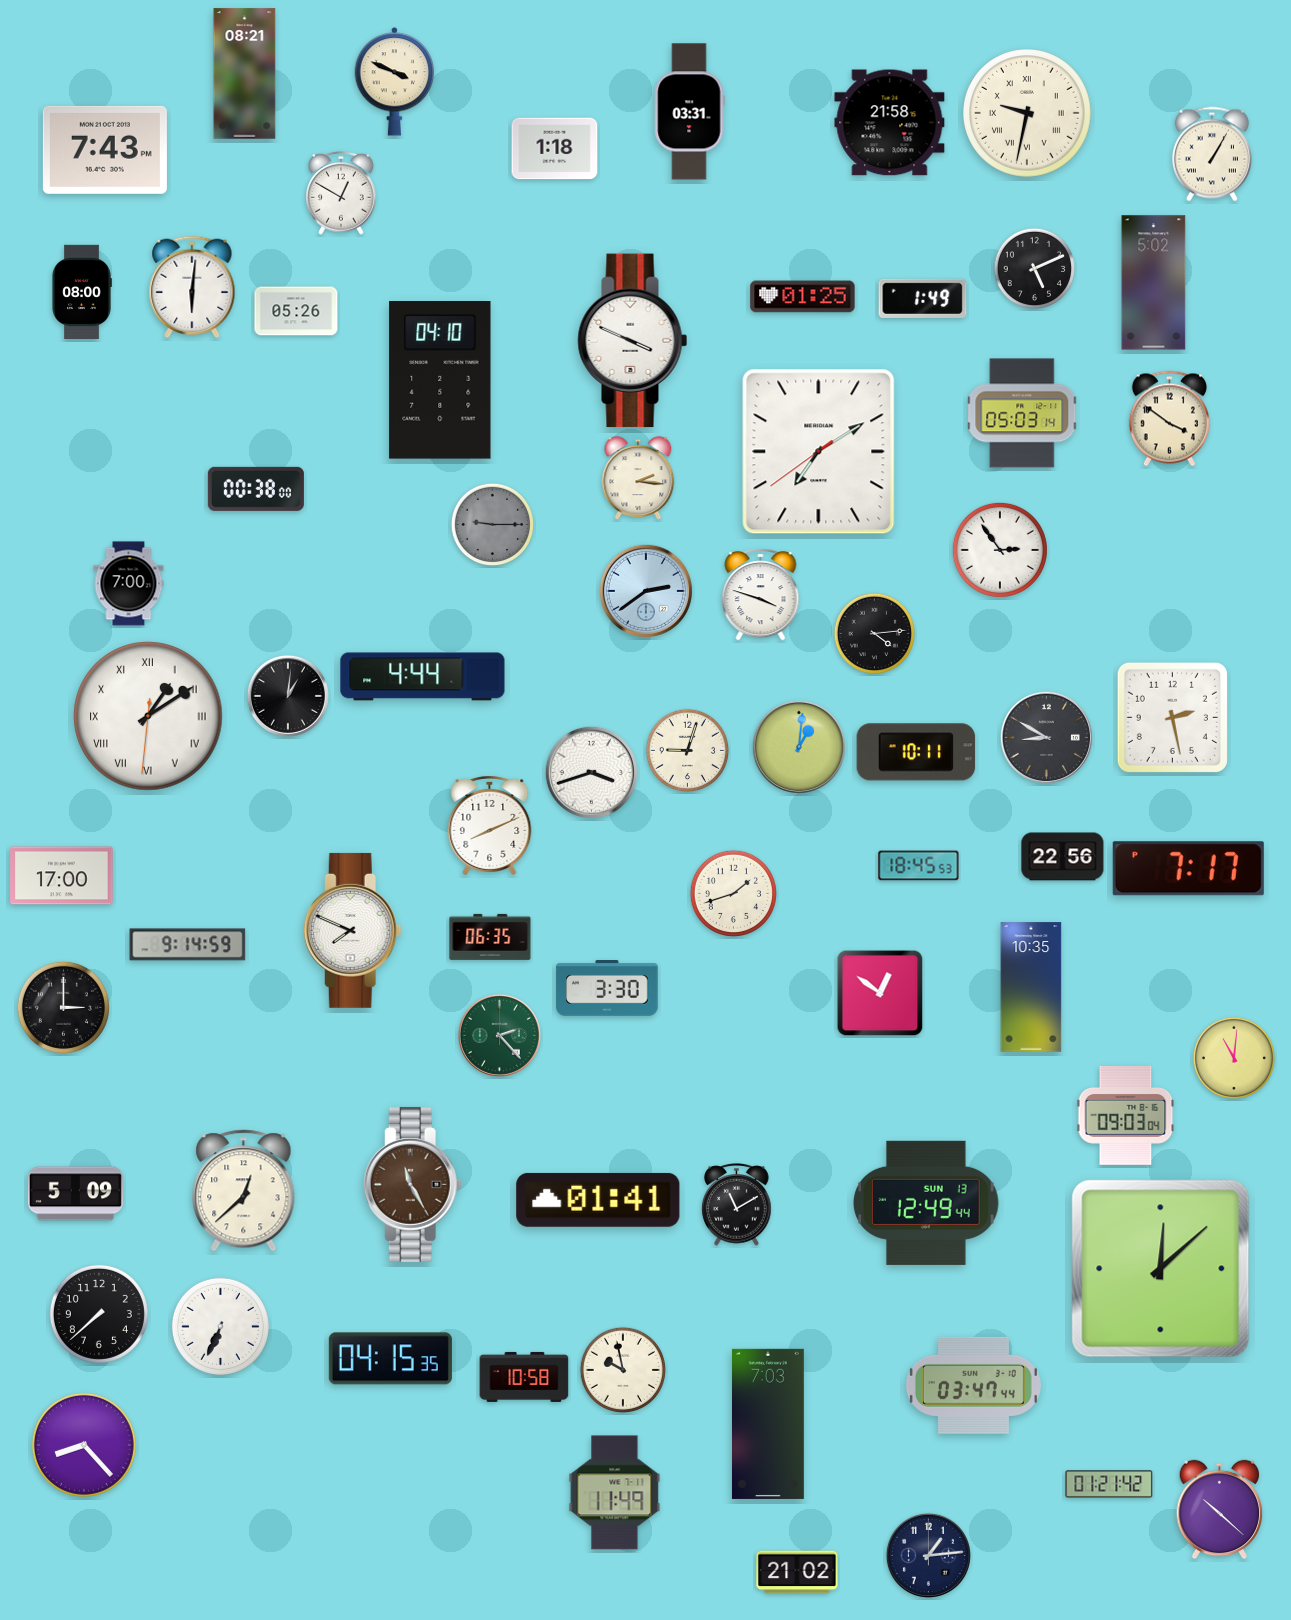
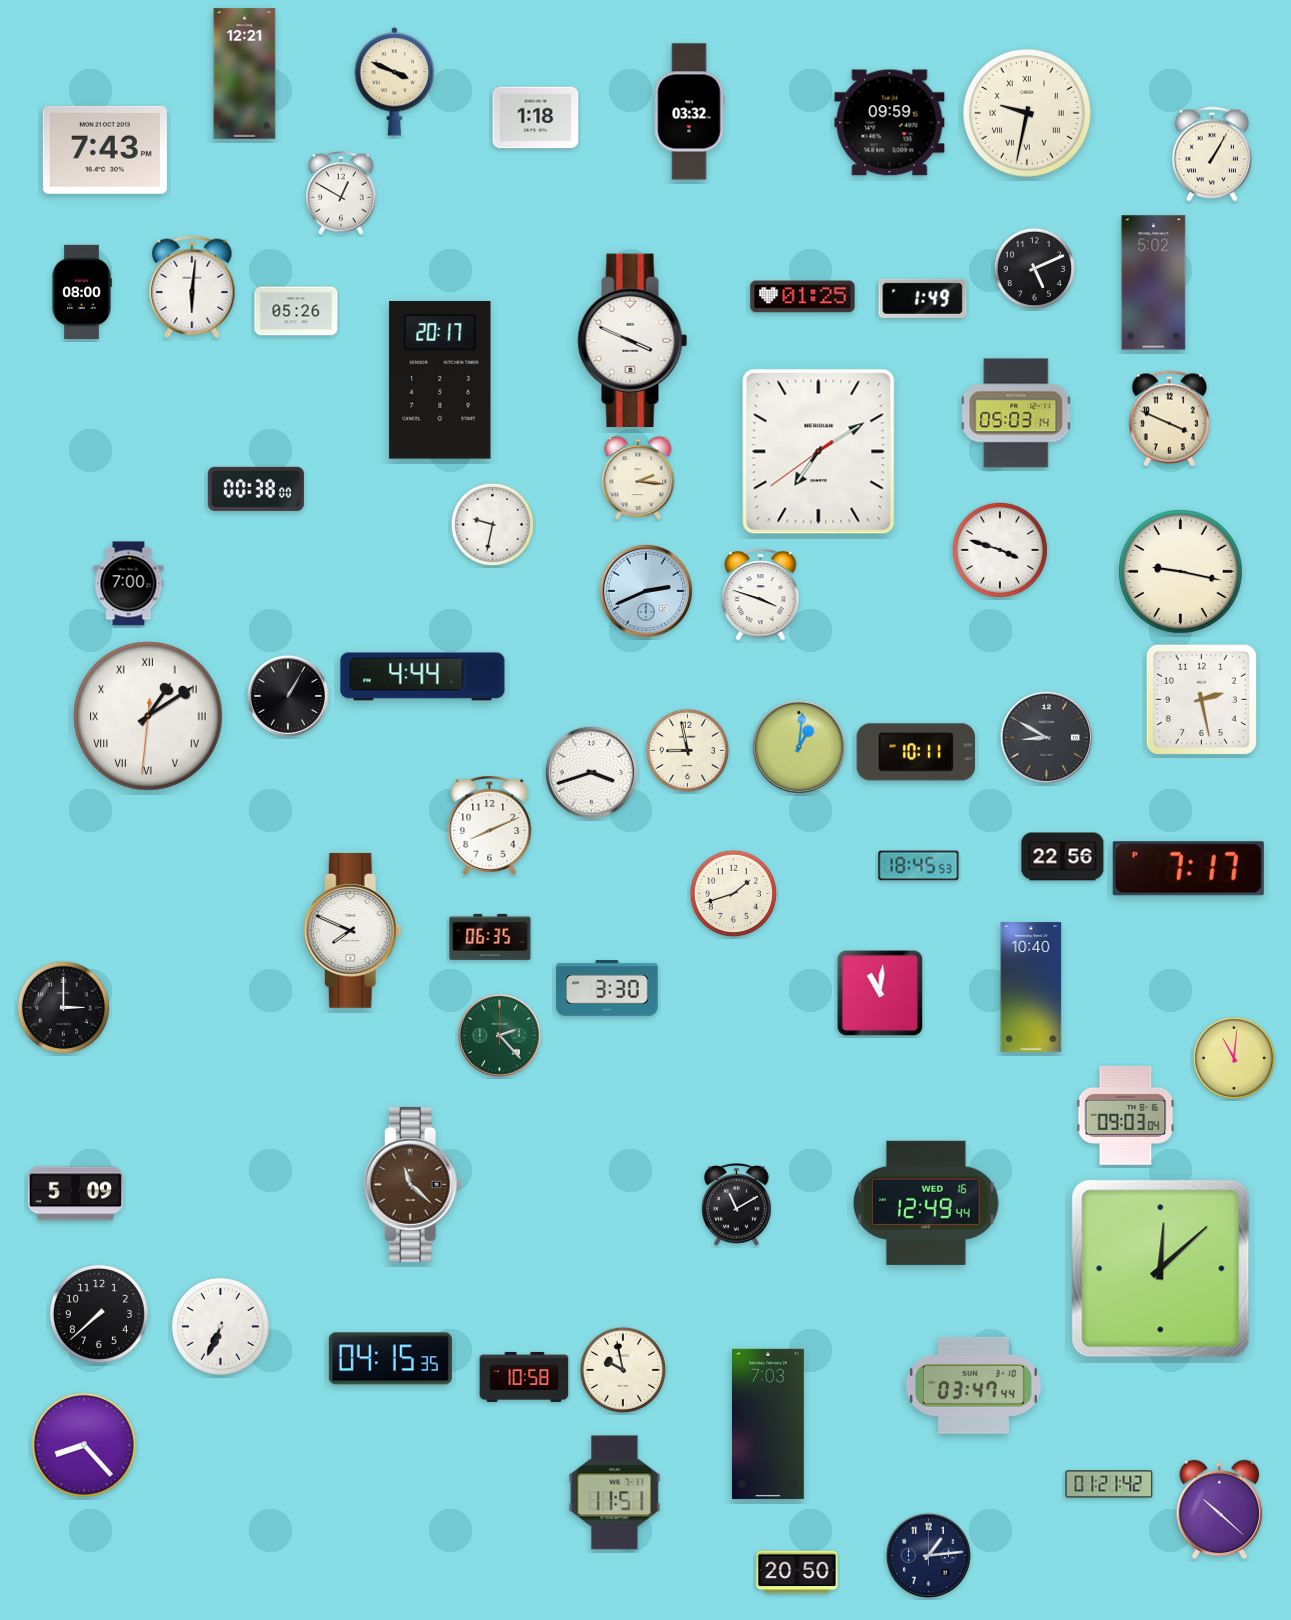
clock at (245, 74): 08:21 -> 12:21
clock at (689, 112): 03:31 -> 03:32
clock at (890, 123): 21:58 -> 09:59
clock at (555, 149) position: (555, 149) -> (536, 118)
clock at (440, 381): 04:10 -> 20:17
clock at (1023, 413) position: (1023, 413) -> (1017, 413)
clock at (1169, 419): 3:51 -> 3:49
clock at (492, 524): 9:15 -> 9:32
clock at (492, 524) dial: grey -> white
clock at (1000, 550): 2:54 -> 3:48
clock at (1181, 572): none -> 9:17
clock at (646, 591): 2:39 -> 2:41
clock at (874, 633): 4:14 -> none
clock at (288, 696): 1:01 -> 1:05
clock at (1172, 717) position: (1172, 717) -> (1201, 699)
clock at (687, 750): 9:03 -> 8:58
clock at (62, 876): 17:00 -> none
clock at (188, 945): 9:14 -> none
clock at (1031, 987): 10:35 -> 10:40
clock at (880, 993): 12:51 -> 11:01
clock at (412, 1184): 11:25 -> 11:22
clock at (244, 1191): 12:38 -> none
clock at (598, 1200): 01:41 -> none
clock at (926, 1203) date: SUN 13 -> WED 16
clock at (615, 1493): 11:49 -> 11:51
clock at (797, 1572): 21:02 -> 20:50
